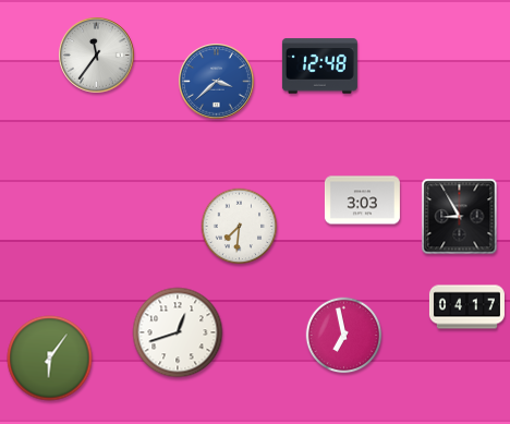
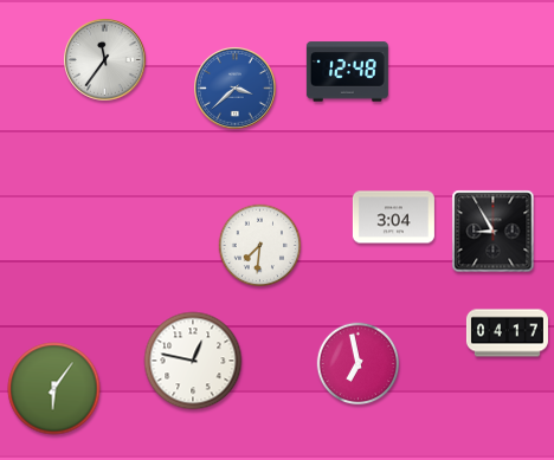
clock at (362, 201): 3:03 -> 3:04
clock at (460, 217) position: (460, 217) -> (494, 232)
clock at (178, 332): 12:42 -> 12:47
clock at (344, 336) position: (344, 336) -> (359, 364)
